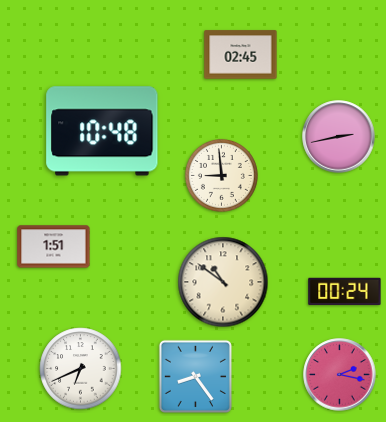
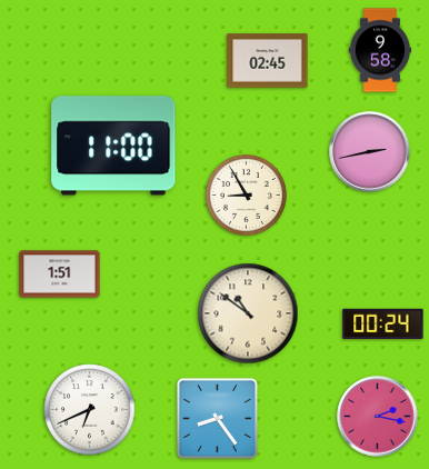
clock at (379, 50): none -> 9:58
clock at (102, 131): 10:48 -> 11:00
clock at (339, 137) position: (339, 137) -> (370, 152)
clock at (221, 175): 8:59 -> 8:55
